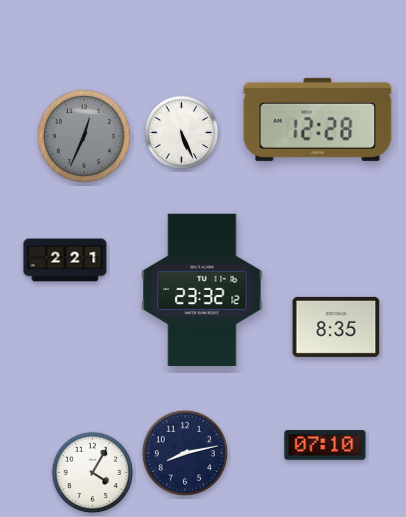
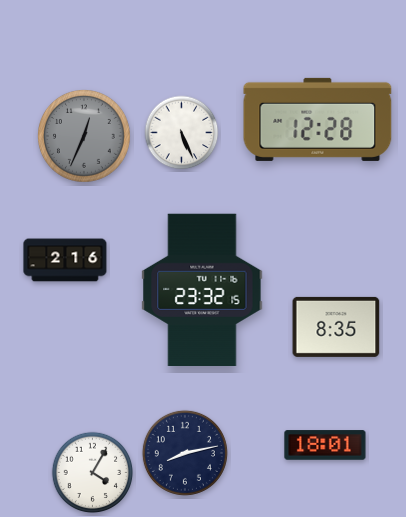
clock at (65, 260): 2:21 -> 2:16
clock at (202, 289): 23:32:12 -> 23:32:15
clock at (325, 445): 07:10 -> 18:01
